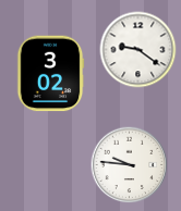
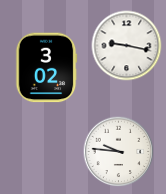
clock at (138, 50): 9:21 -> 9:17
